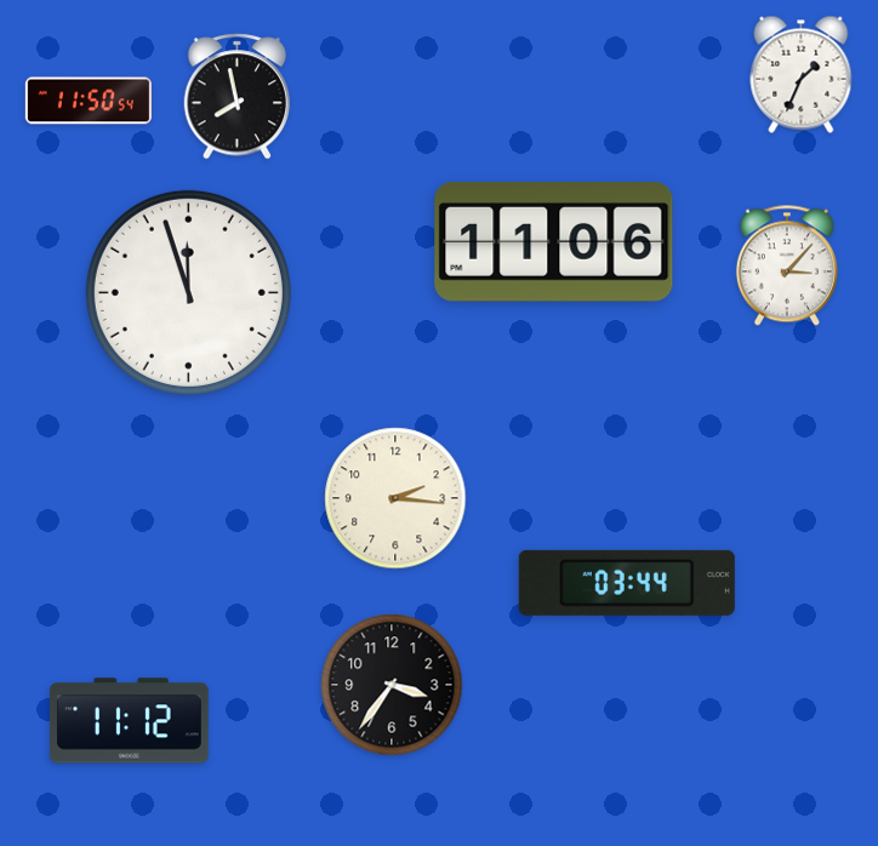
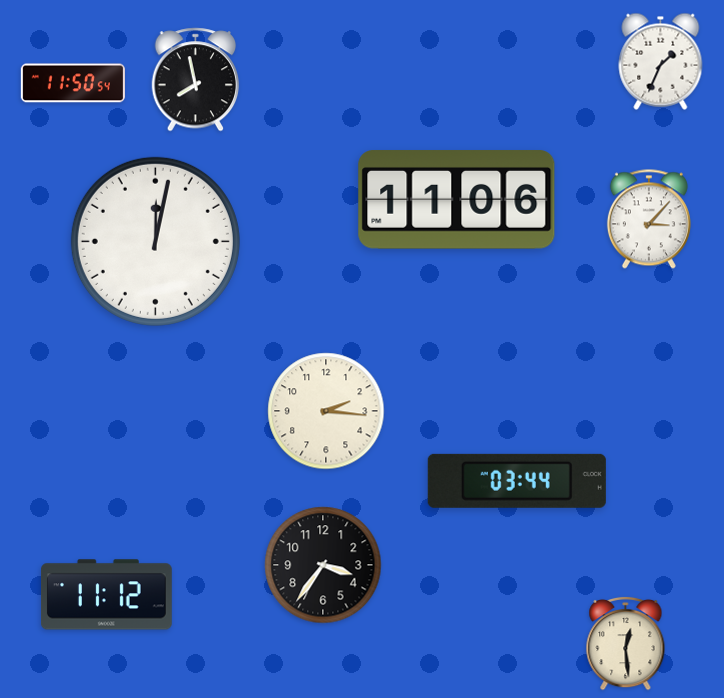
clock at (188, 292): 11:57 -> 12:02
clock at (626, 643): none -> 12:29
